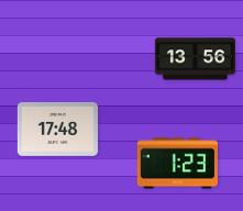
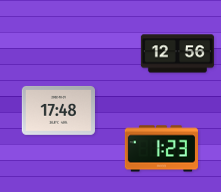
clock at (195, 59): 13:56 -> 12:56
clock at (57, 129) position: (57, 129) -> (58, 110)
